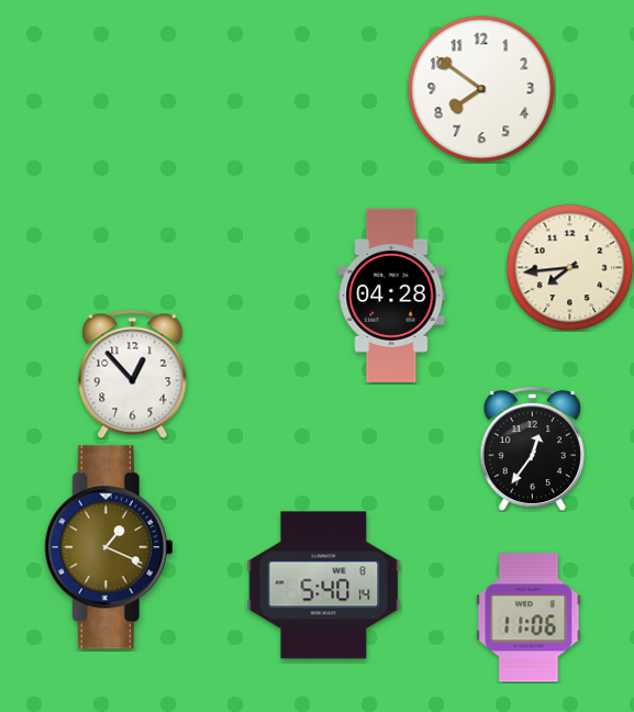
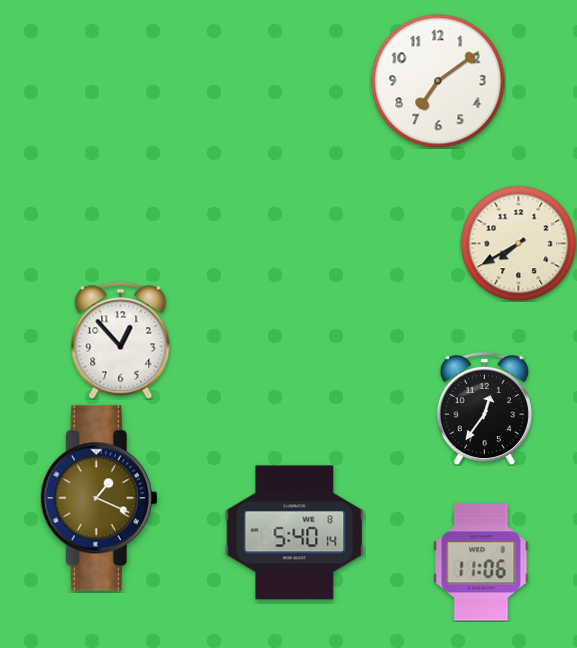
clock at (481, 89): 7:51 -> 7:09
clock at (569, 267): 7:44 -> 7:40
clock at (391, 296): 04:28 -> none
